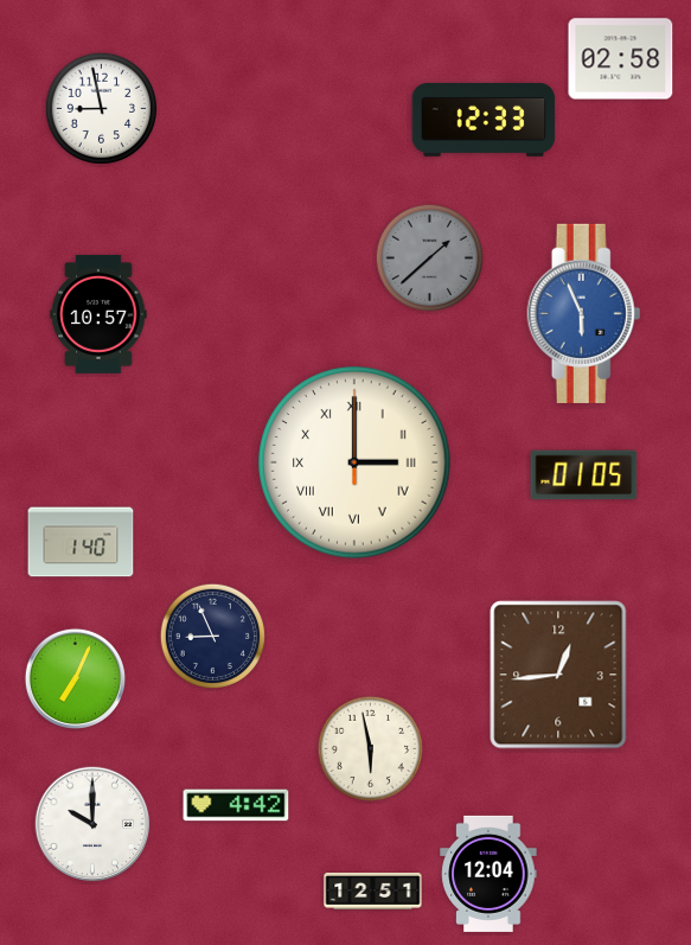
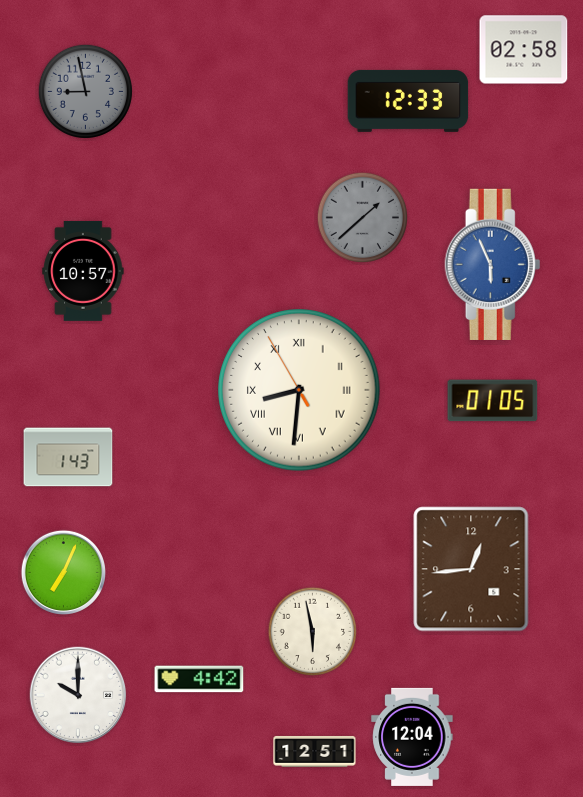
clock at (101, 108) dial: white -> grey
clock at (98, 314) position: (98, 314) -> (83, 271)
clock at (354, 462): 3:00 -> 8:30
clock at (81, 542): 1:40 -> 1:43
clock at (212, 636): 8:56 -> none
